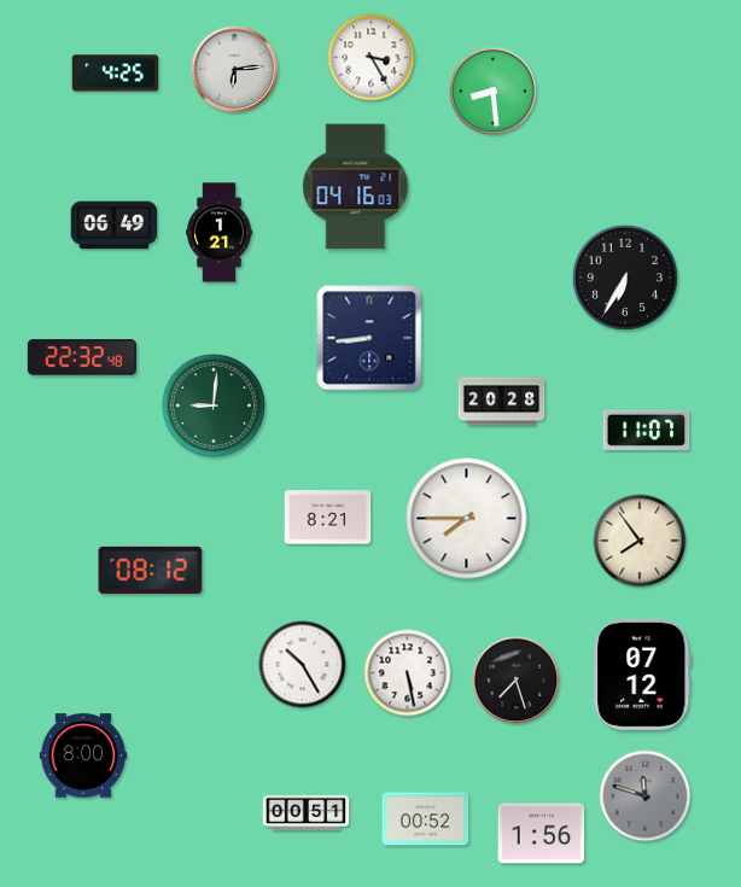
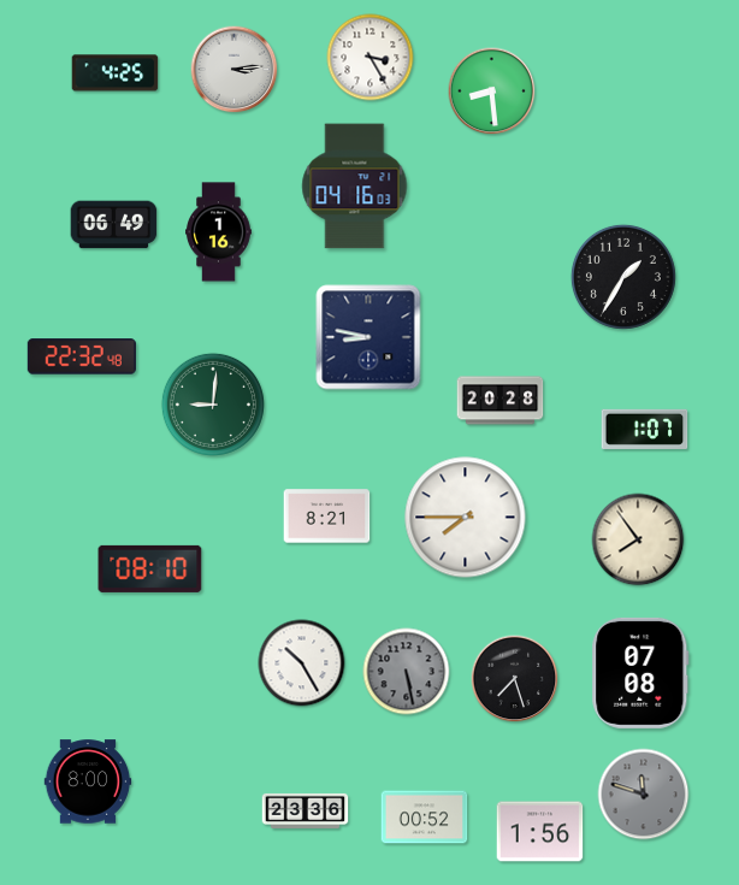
clock at (235, 70): 6:14 -> 3:14
clock at (220, 233): 1:21 -> 1:16
clock at (625, 278): 6:35 -> 1:35
clock at (369, 338): 8:44 -> 8:47
clock at (647, 430): 11:07 -> 1:07
clock at (151, 570): 08:12 -> 08:10
clock at (408, 673) dial: white -> grey
clock at (642, 675): 07:12 -> 07:08
clock at (83, 755) position: (83, 755) -> (88, 781)
clock at (307, 812): 00:51 -> 23:36
